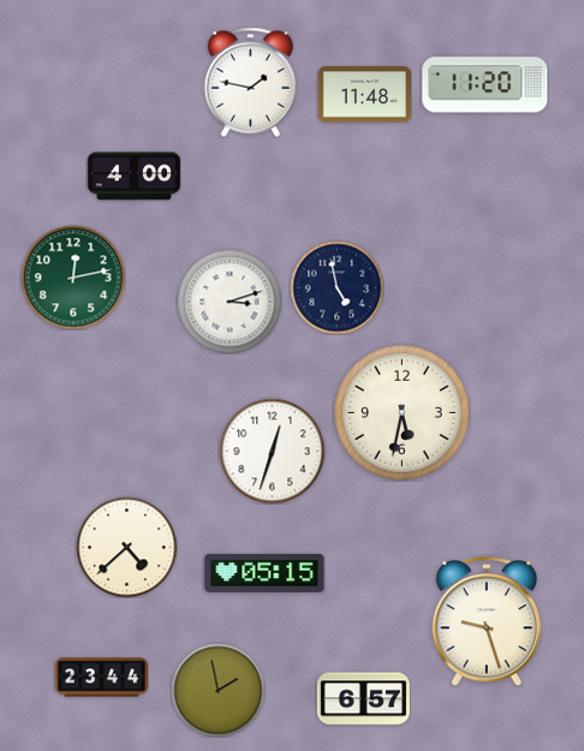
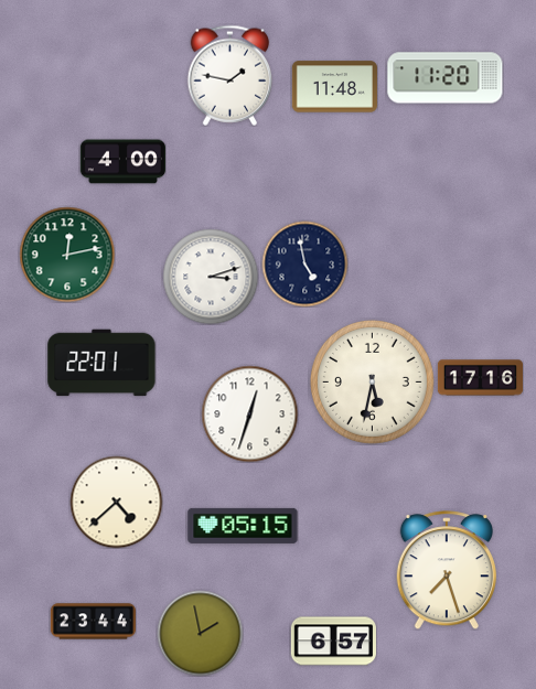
clock at (336, 287) position: (336, 287) -> (304, 263)
clock at (101, 363): none -> 22:01
clock at (401, 412) position: (401, 412) -> (372, 381)
clock at (480, 378): none -> 17:16
clock at (487, 621): 9:27 -> 7:27
